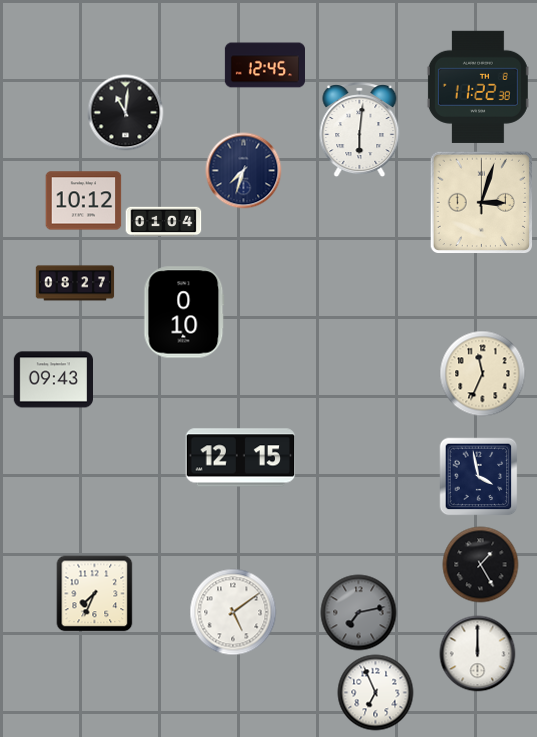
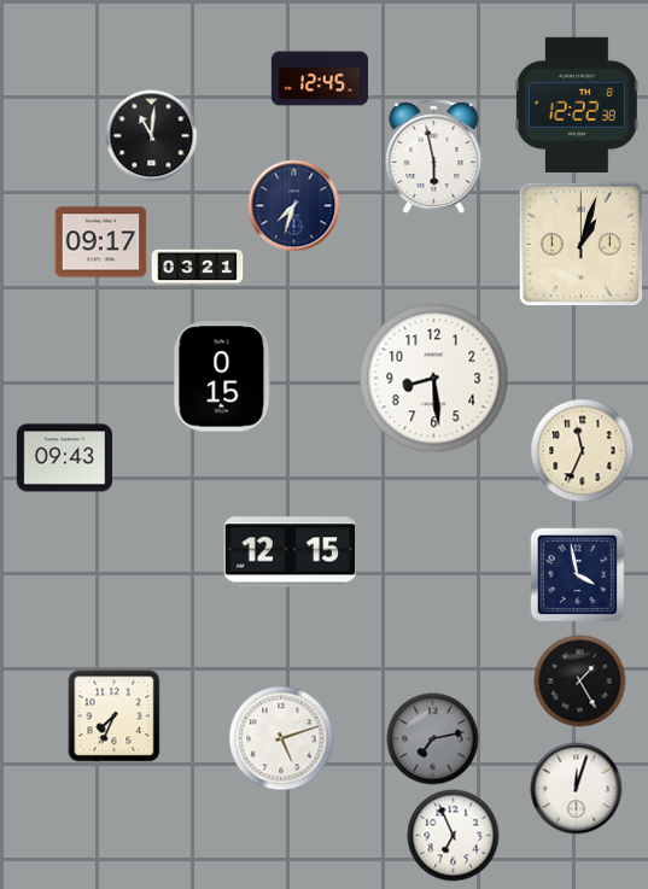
clock at (478, 87): 11:22 -> 12:22
clock at (360, 130): 6:01 -> 5:58
clock at (84, 201): 10:12 -> 09:17
clock at (481, 202): 3:03 -> 1:03
clock at (164, 222): 01:04 -> 03:21
clock at (75, 283): 08:27 -> none
clock at (184, 312): 0:10 -> 0:15
clock at (434, 379): none -> 8:29
clock at (233, 612): 5:09 -> 5:12
clock at (478, 654): 12:00 -> 12:03
